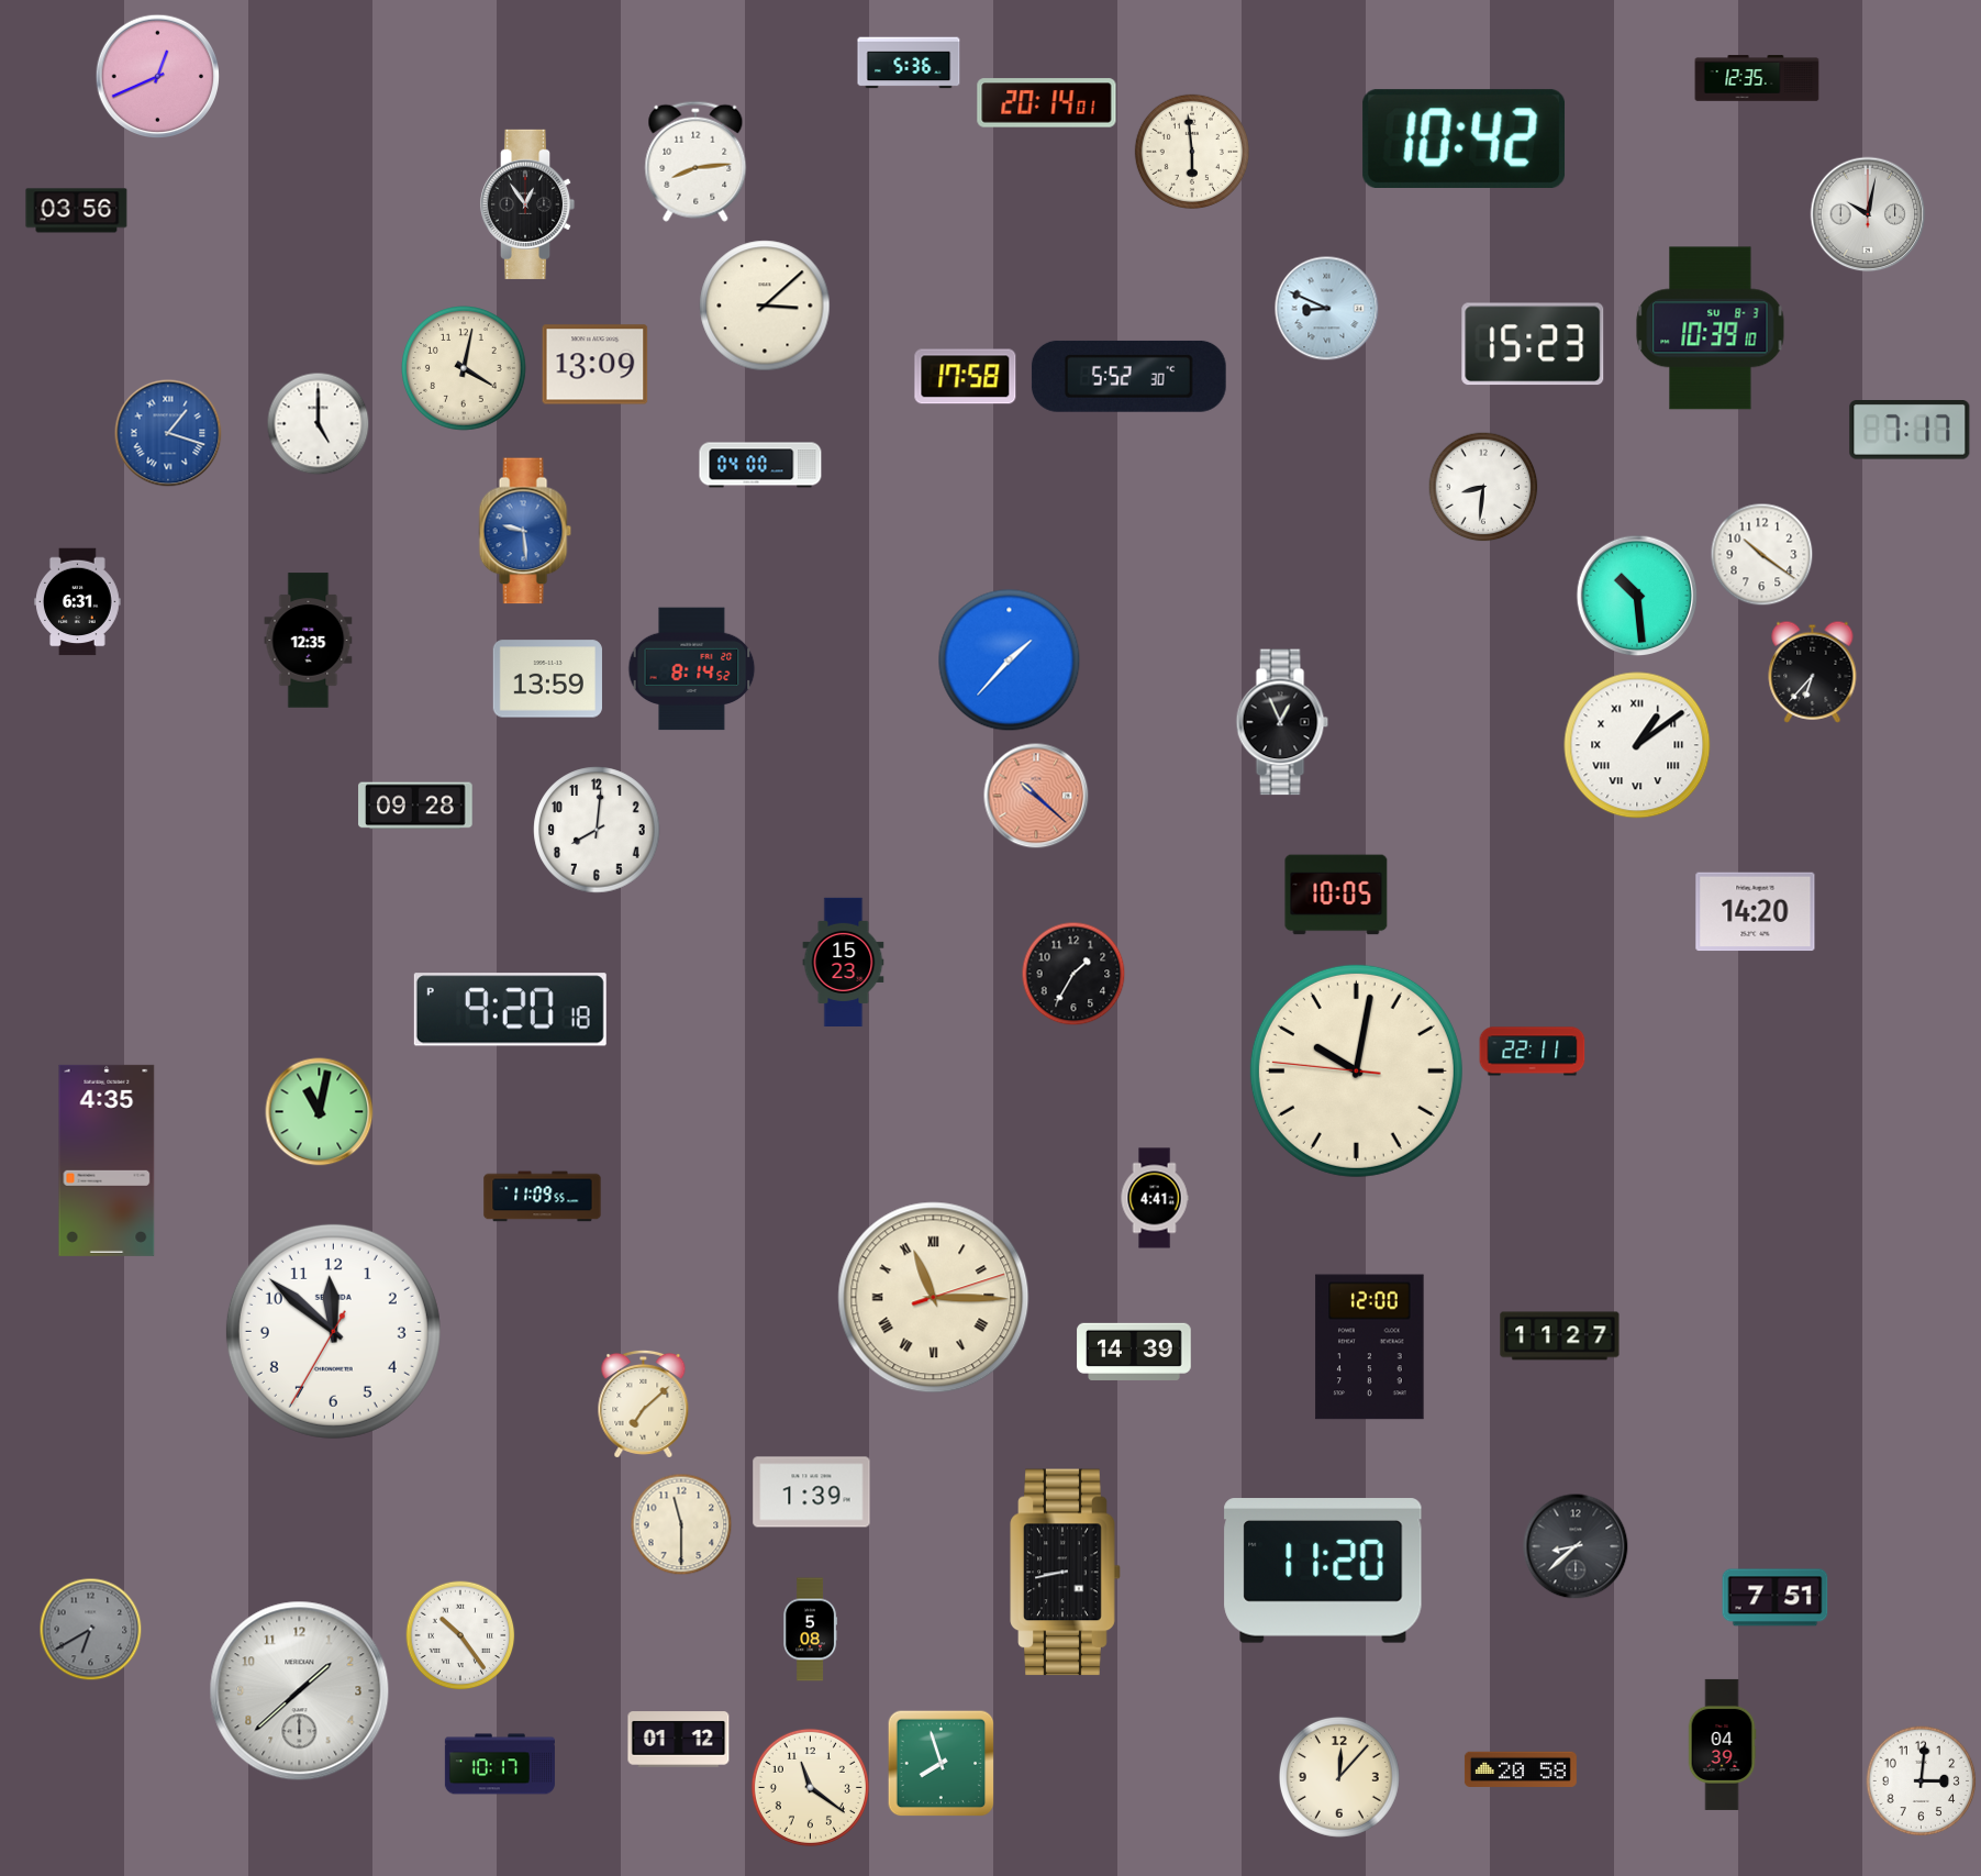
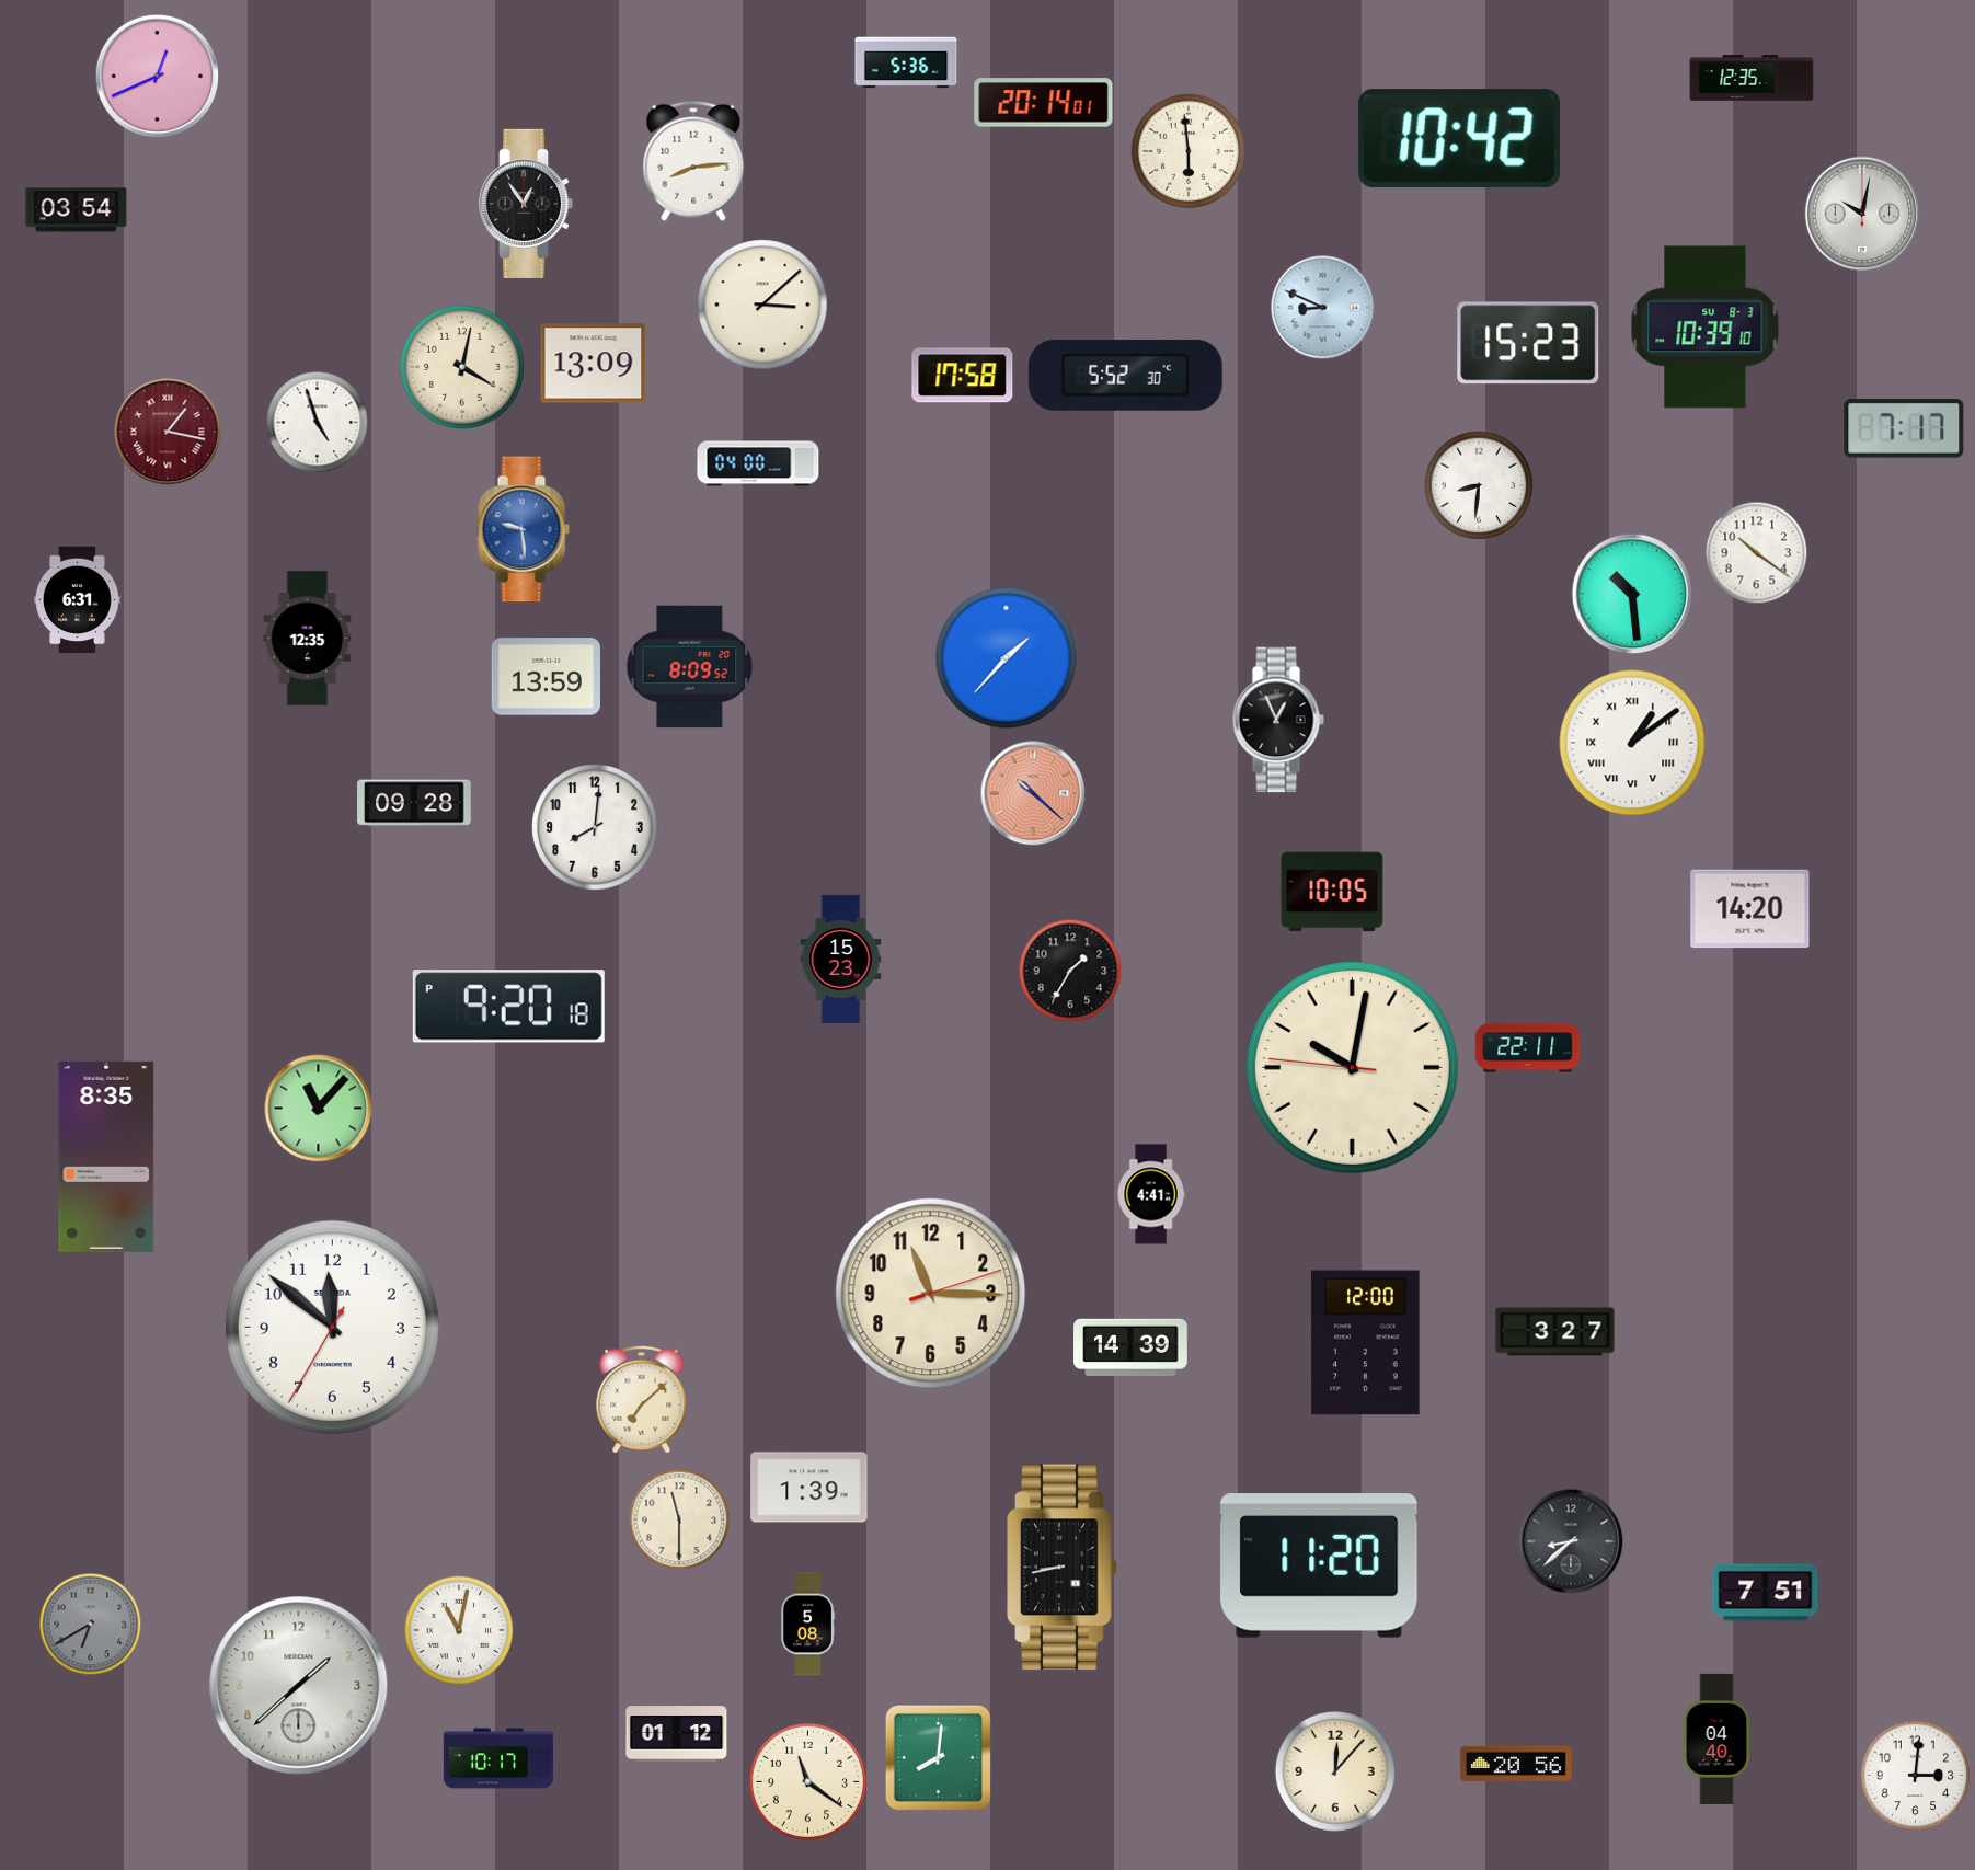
clock at (77, 211): 03:56 -> 03:54
clock at (319, 424): 5:00 -> 4:57
clock at (168, 433): 1:18 -> 1:17
clock at (168, 433) dial: blue -> burgundy
clock at (692, 669): 8:14 -> 8:09
clock at (1813, 671): 6:37 -> none
clock at (320, 1112): 11:02 -> 11:07
clock at (107, 1161): 4:35 -> 8:35
clock at (543, 1197): 11:09 -> none
clock at (934, 1298) numerals: Roman -> Arabic
clock at (1560, 1336): 11:27 -> 3:27
clock at (1776, 1598) position: (1776, 1598) -> (1766, 1593)
clock at (460, 1635): 10:24 -> 11:02
clock at (1722, 1744): 04:39 -> 04:40
clock at (942, 1764): 7:57 -> 8:01
clock at (1521, 1769): 20:58 -> 20:56
